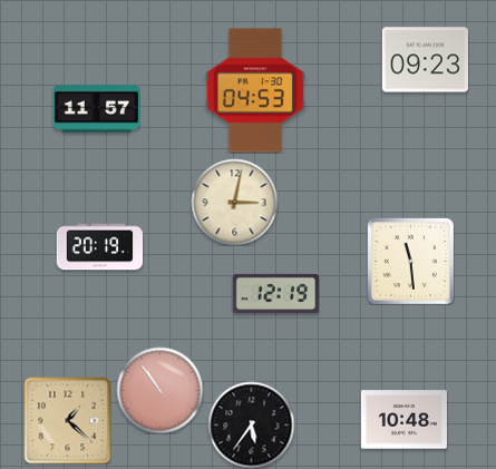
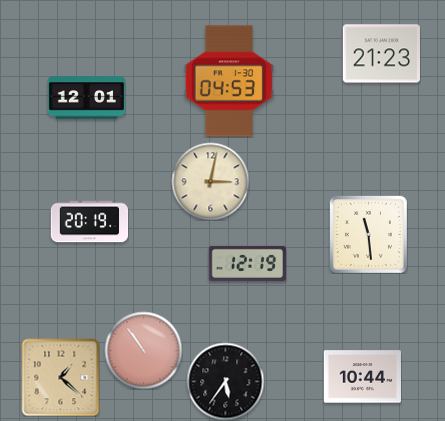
clock at (425, 60): 09:23 -> 21:23
clock at (96, 109): 11:57 -> 12:01
clock at (403, 420): 10:48 -> 10:44
